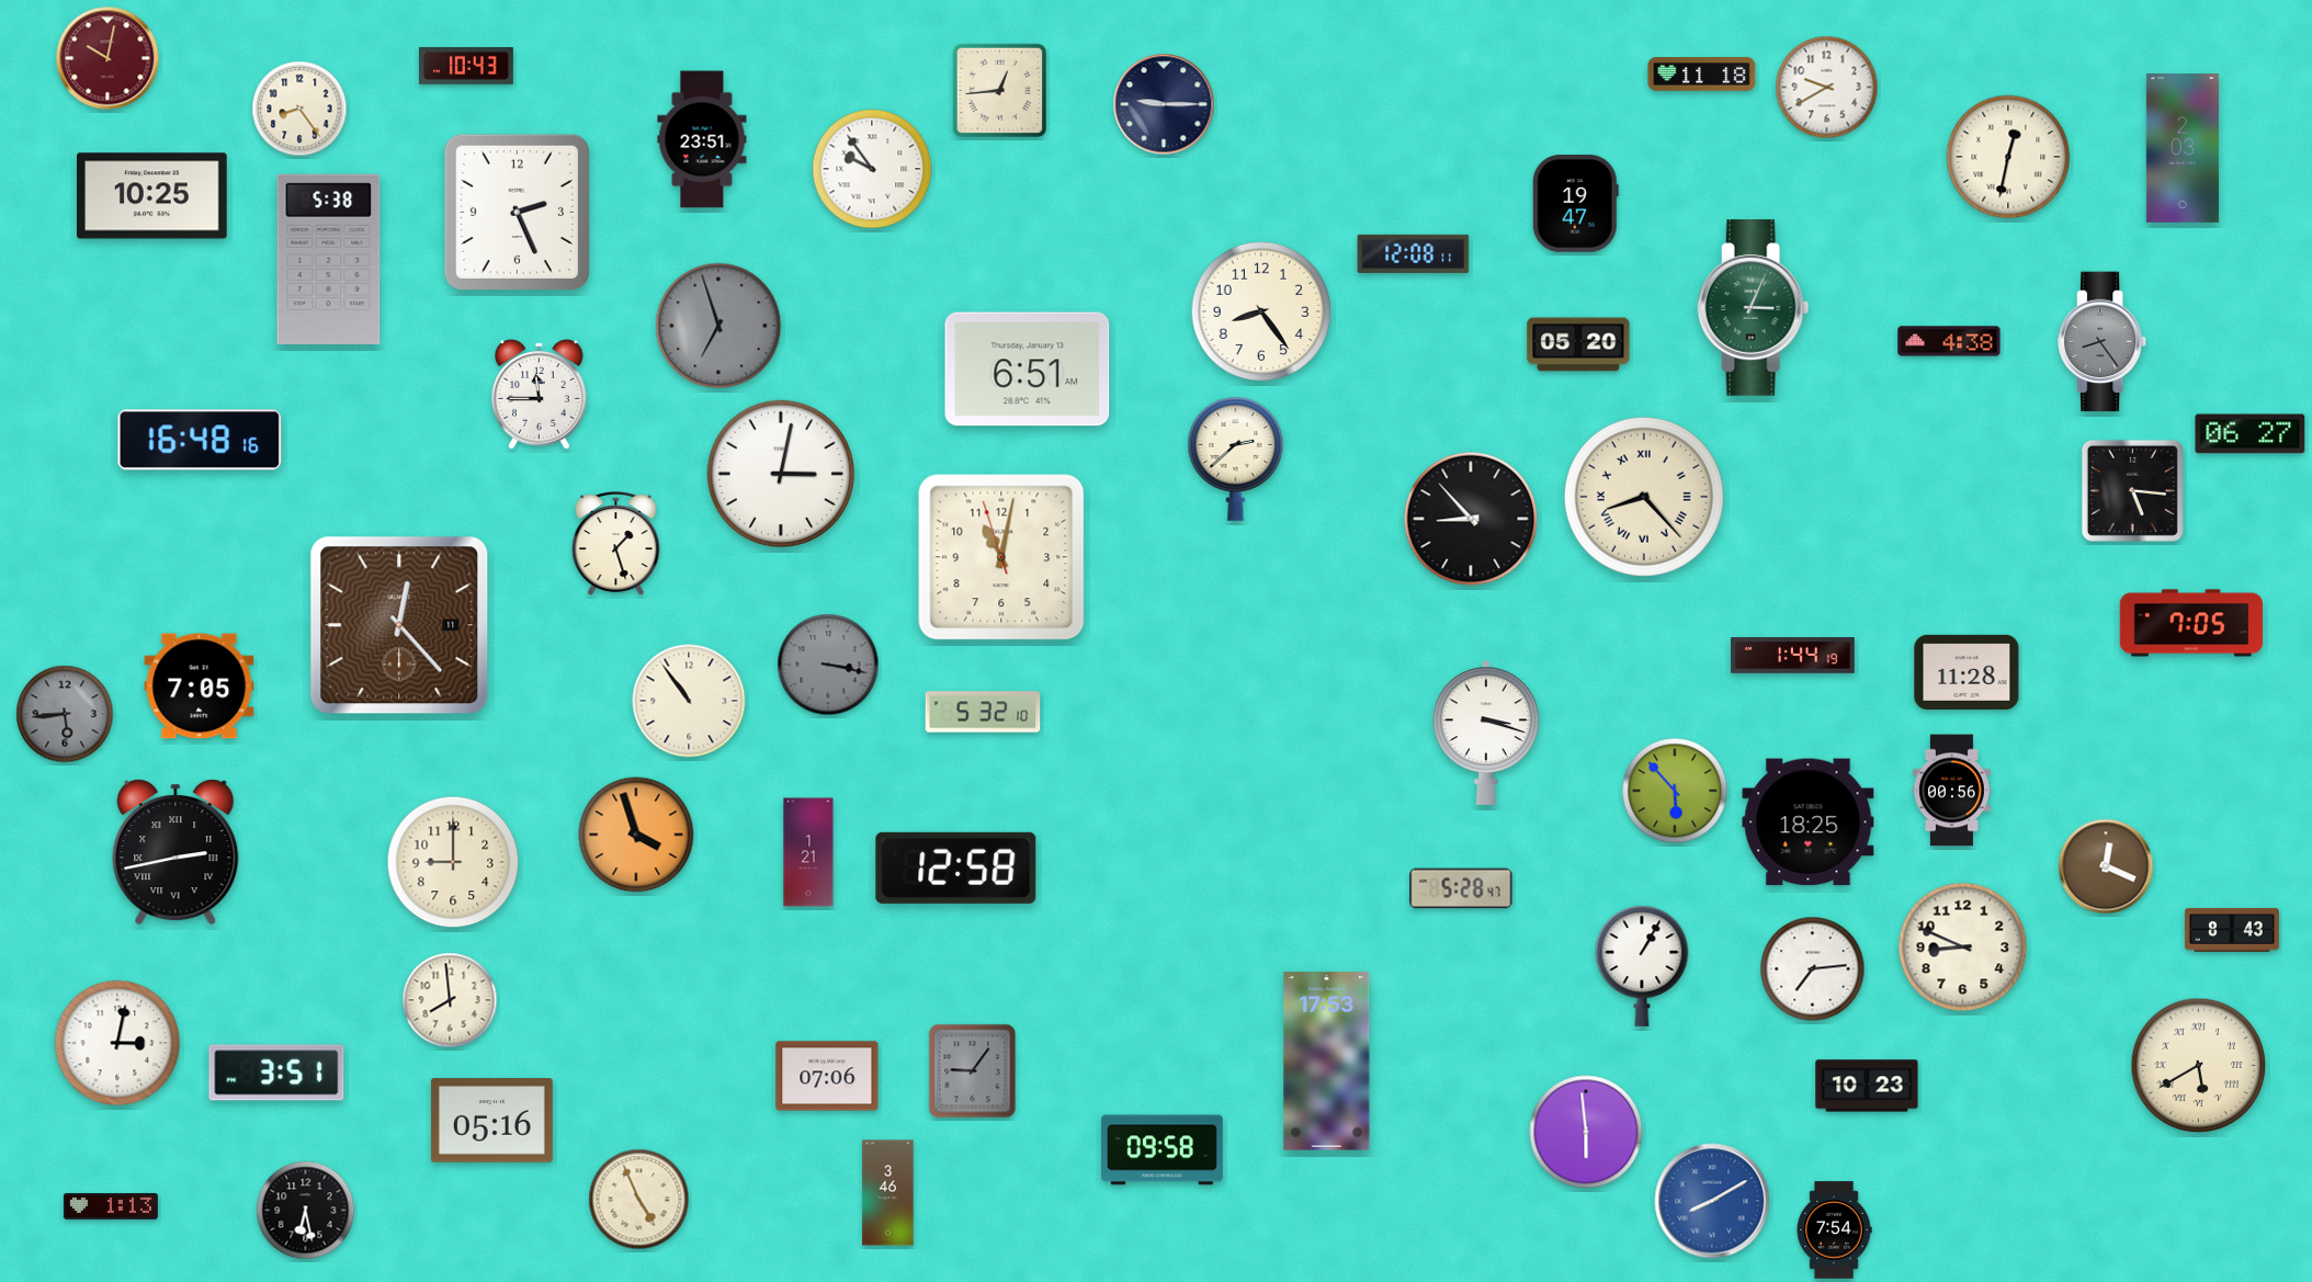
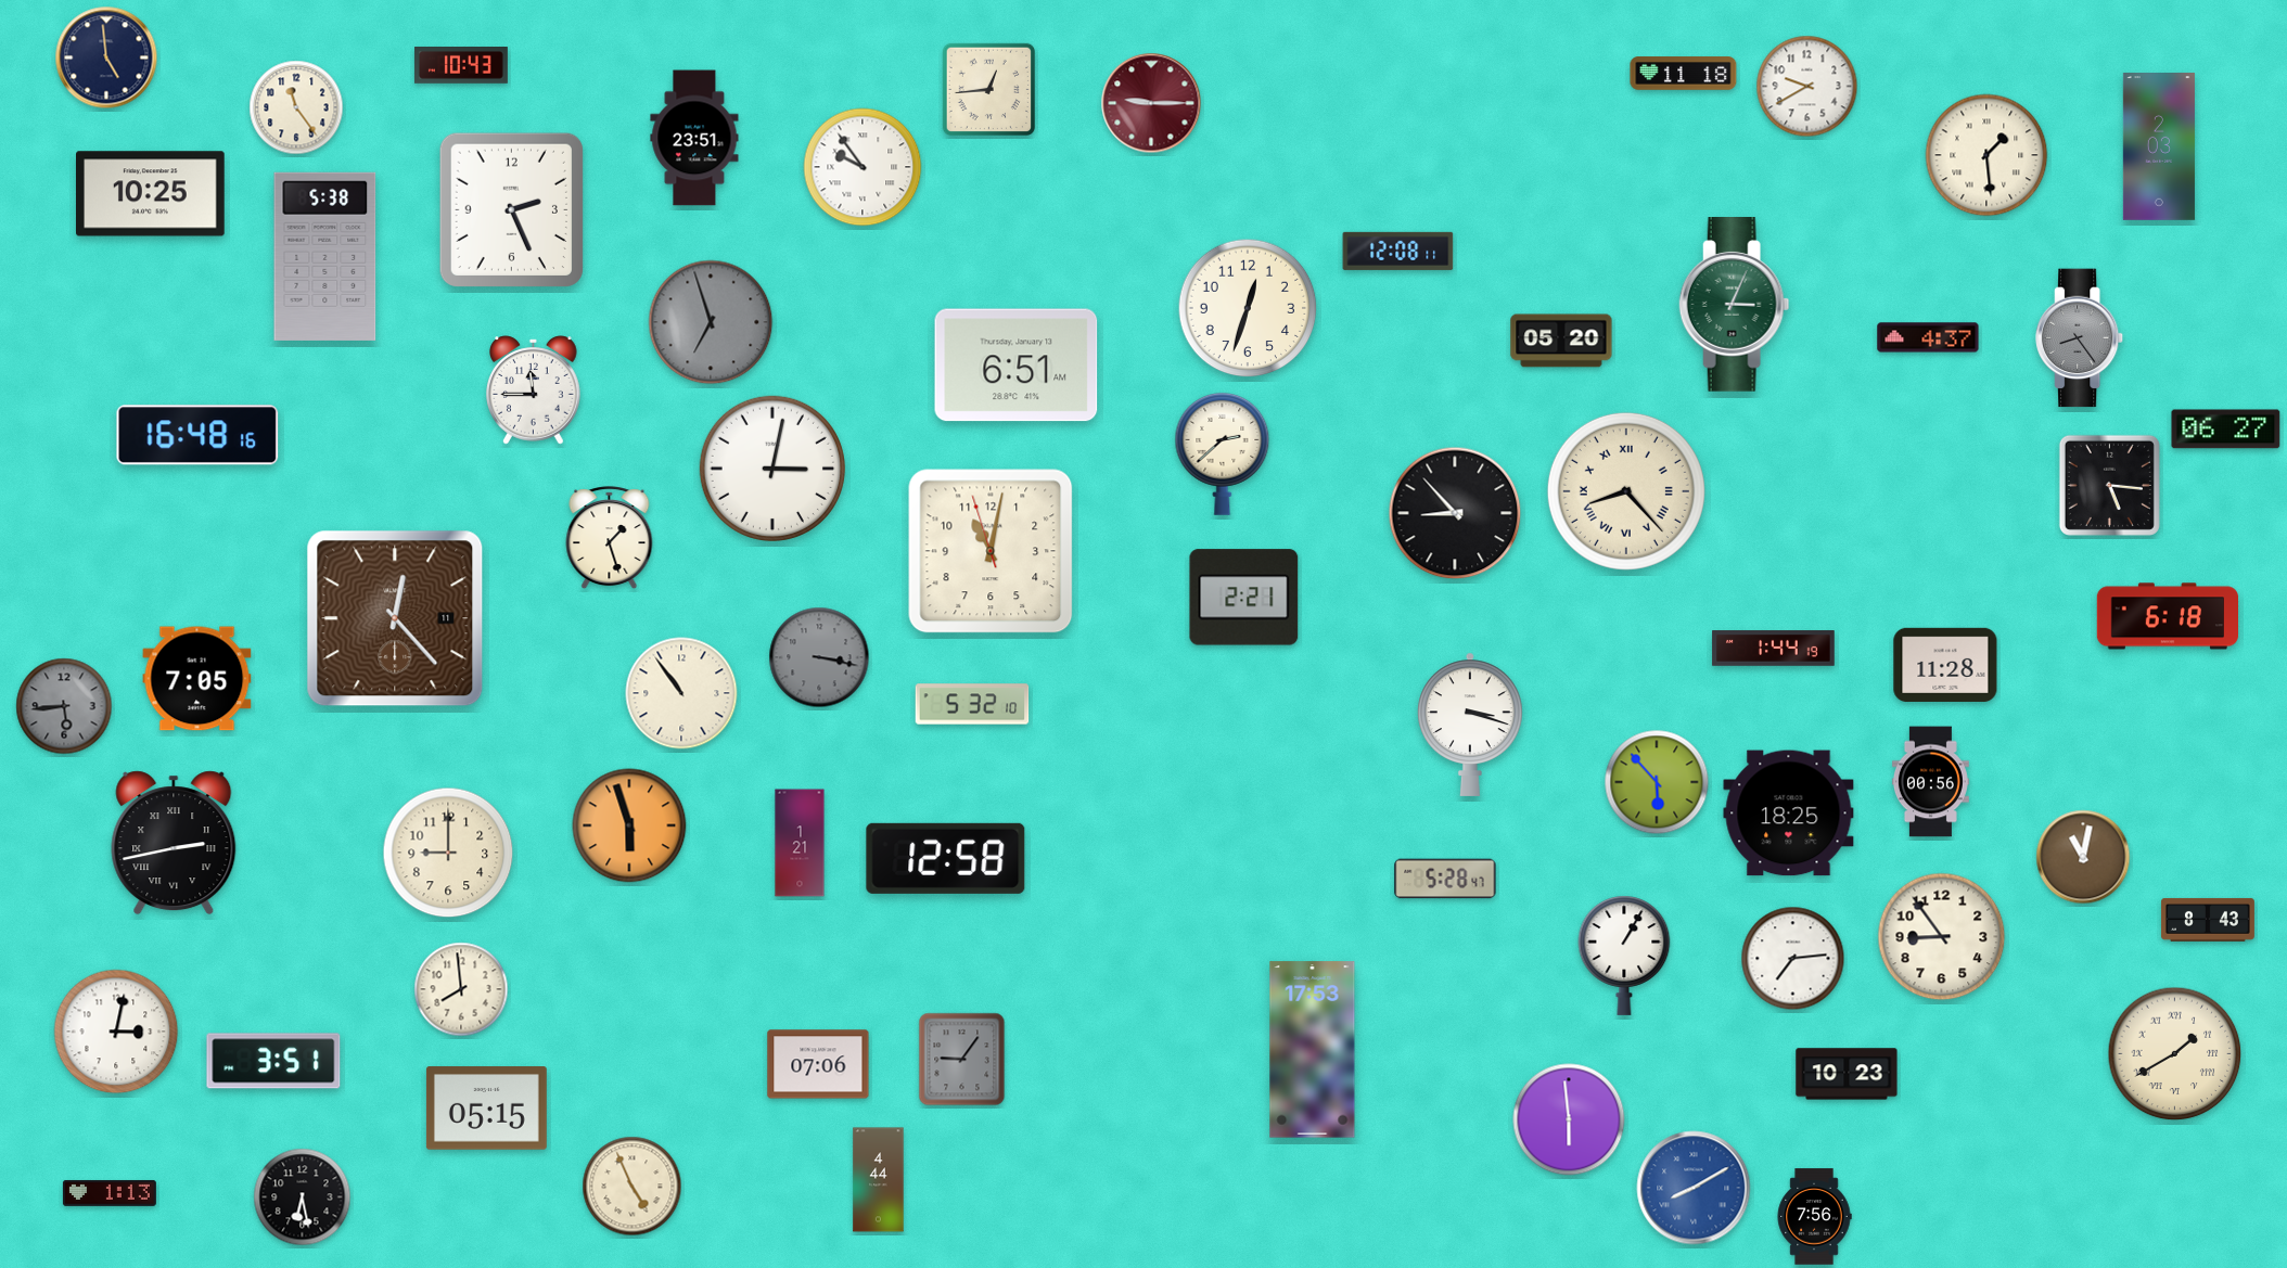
clock at (107, 58): 10:02 -> 4:59
clock at (107, 58) dial: burgundy -> navy
clock at (1164, 104) dial: navy -> burgundy
clock at (299, 109): 8:24 -> 11:24
clock at (2008, 157): 12:32 -> 1:29
clock at (1575, 204): 19:47 -> none
clock at (1261, 311): 8:24 -> 12:33
clock at (1949, 341): 4:38 -> 4:37
clock at (1244, 598): none -> 2:21
clock at (2190, 623): 7:05 -> 6:18
clock at (636, 835): 3:57 -> 5:57
clock at (2106, 866): 12:19 -> 11:02
clock at (1963, 948): 8:49 -> 8:54
clock at (450, 1000) position: (450, 1000) -> (461, 989)
clock at (2199, 1066): 5:40 -> 1:40
clock at (491, 1121): 05:16 -> 05:15
clock at (1163, 1150): 09:58 -> none
clock at (888, 1193): 3:46 -> 4:44
clock at (1834, 1230): 7:54 -> 7:56
